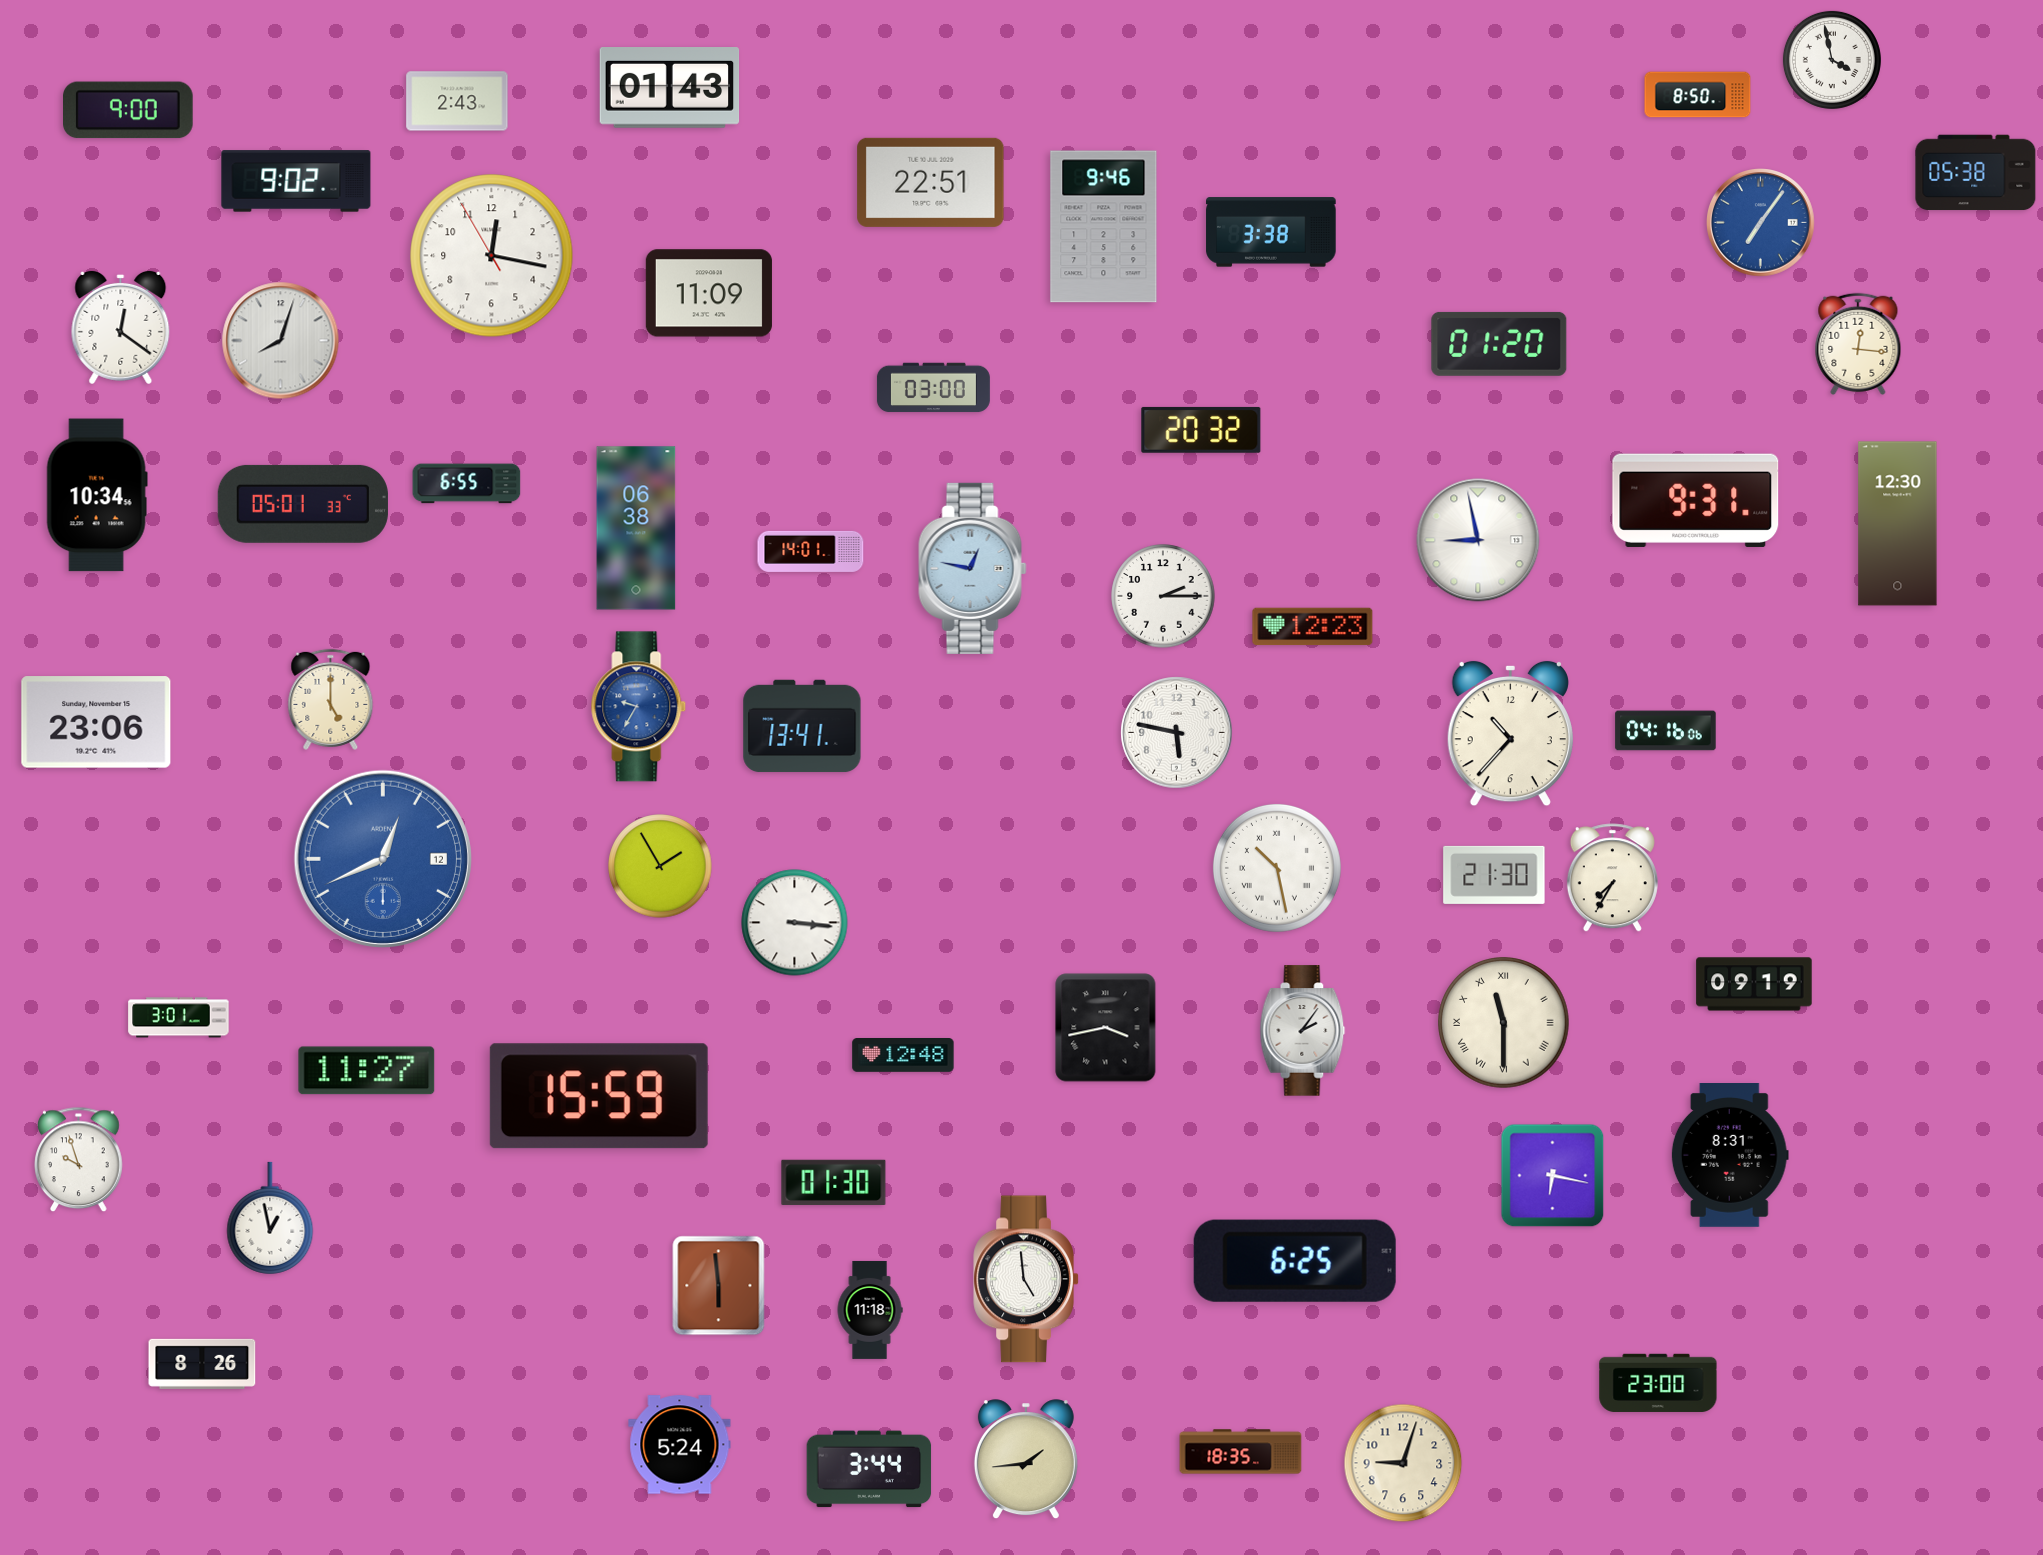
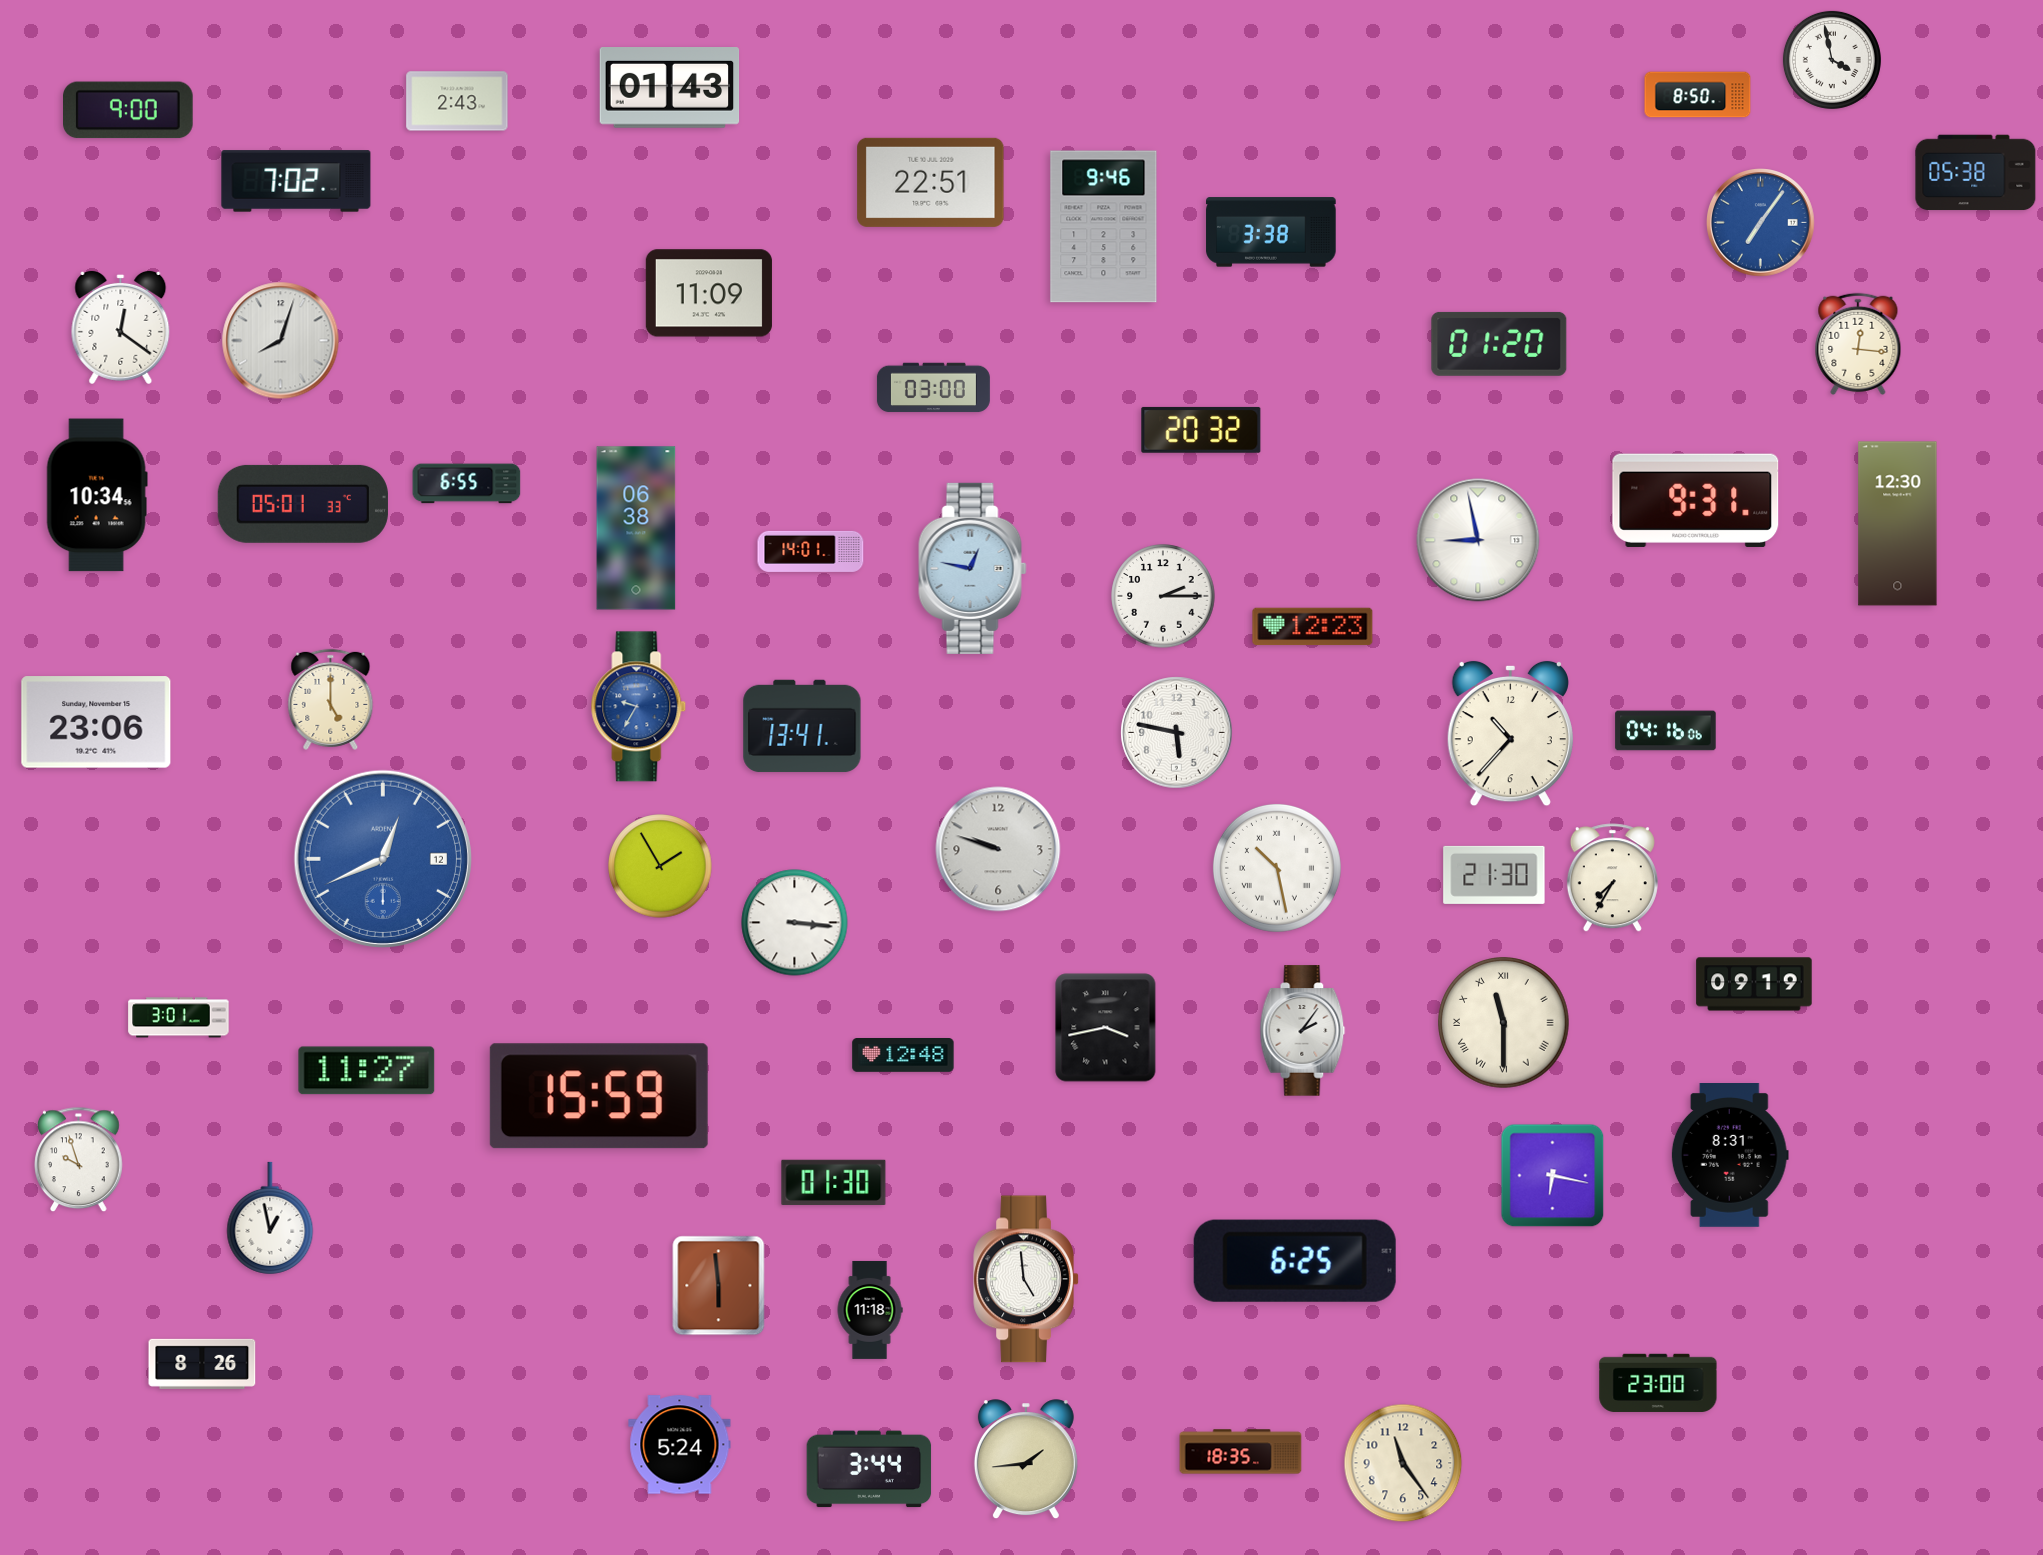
clock at (296, 181): 9:02 -> 7:02
clock at (492, 256): 12:16 -> none
clock at (998, 849): none -> 9:48
clock at (1403, 1463): 9:03 -> 11:24
